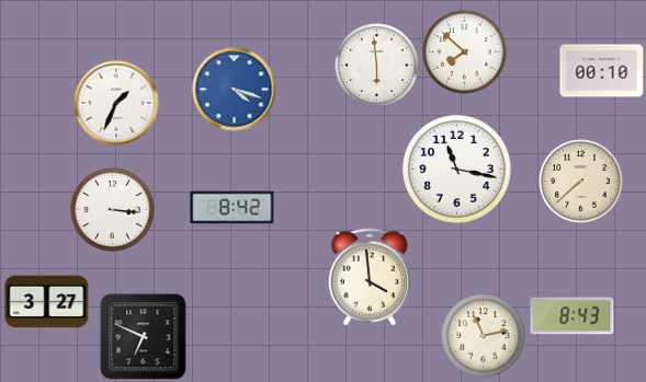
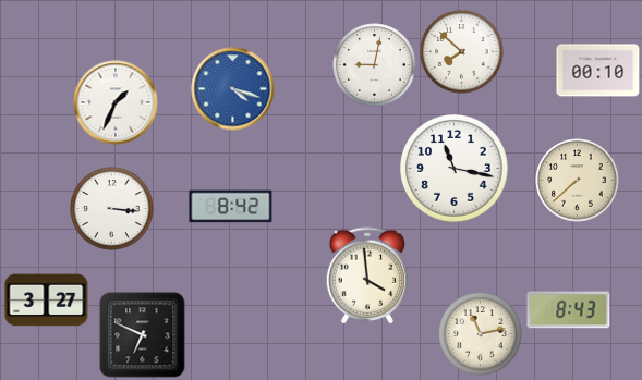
clock at (377, 66): 5:59 -> 9:02
clock at (573, 316) position: (573, 316) -> (569, 310)
